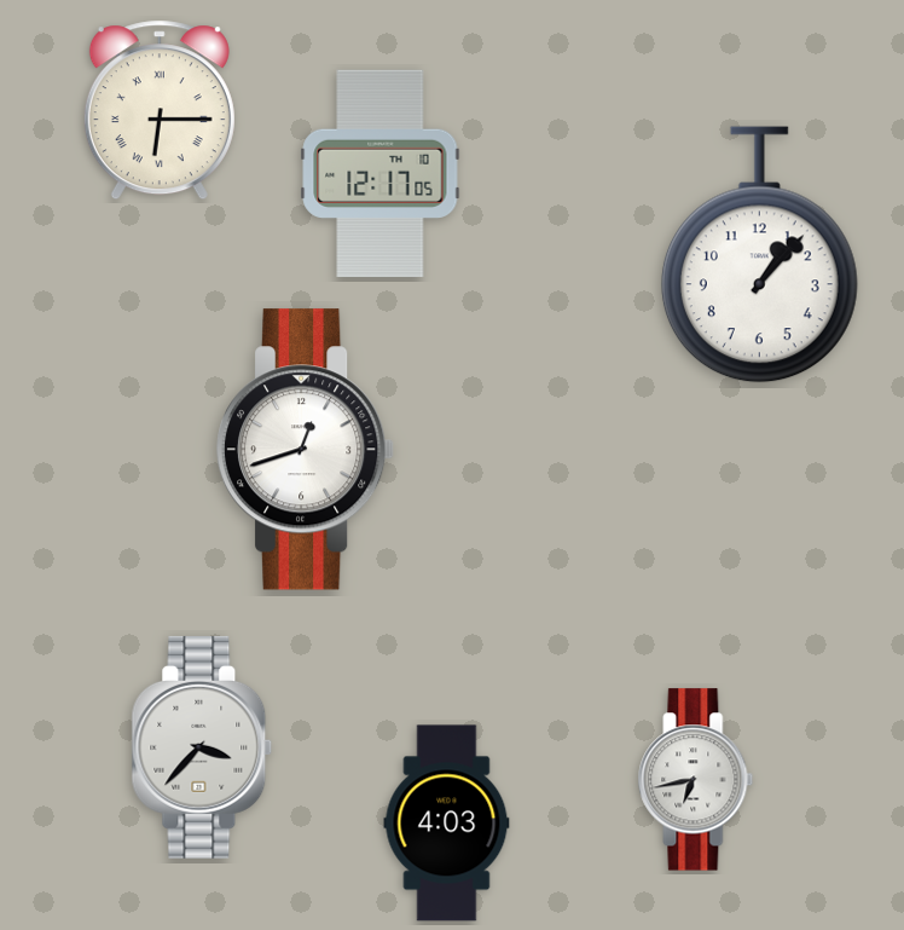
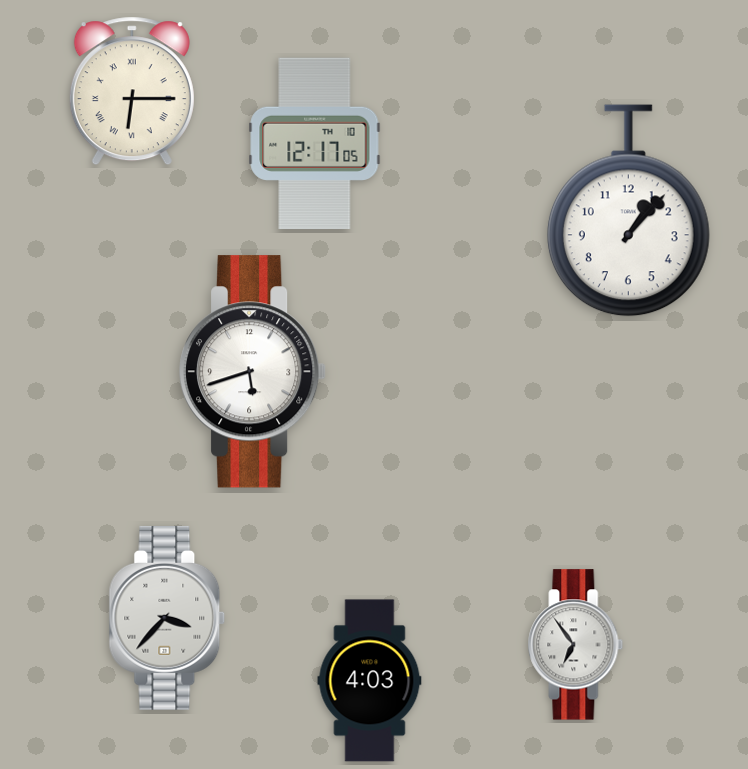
clock at (307, 450): 12:42 -> 5:42
clock at (696, 780): 6:43 -> 6:54
